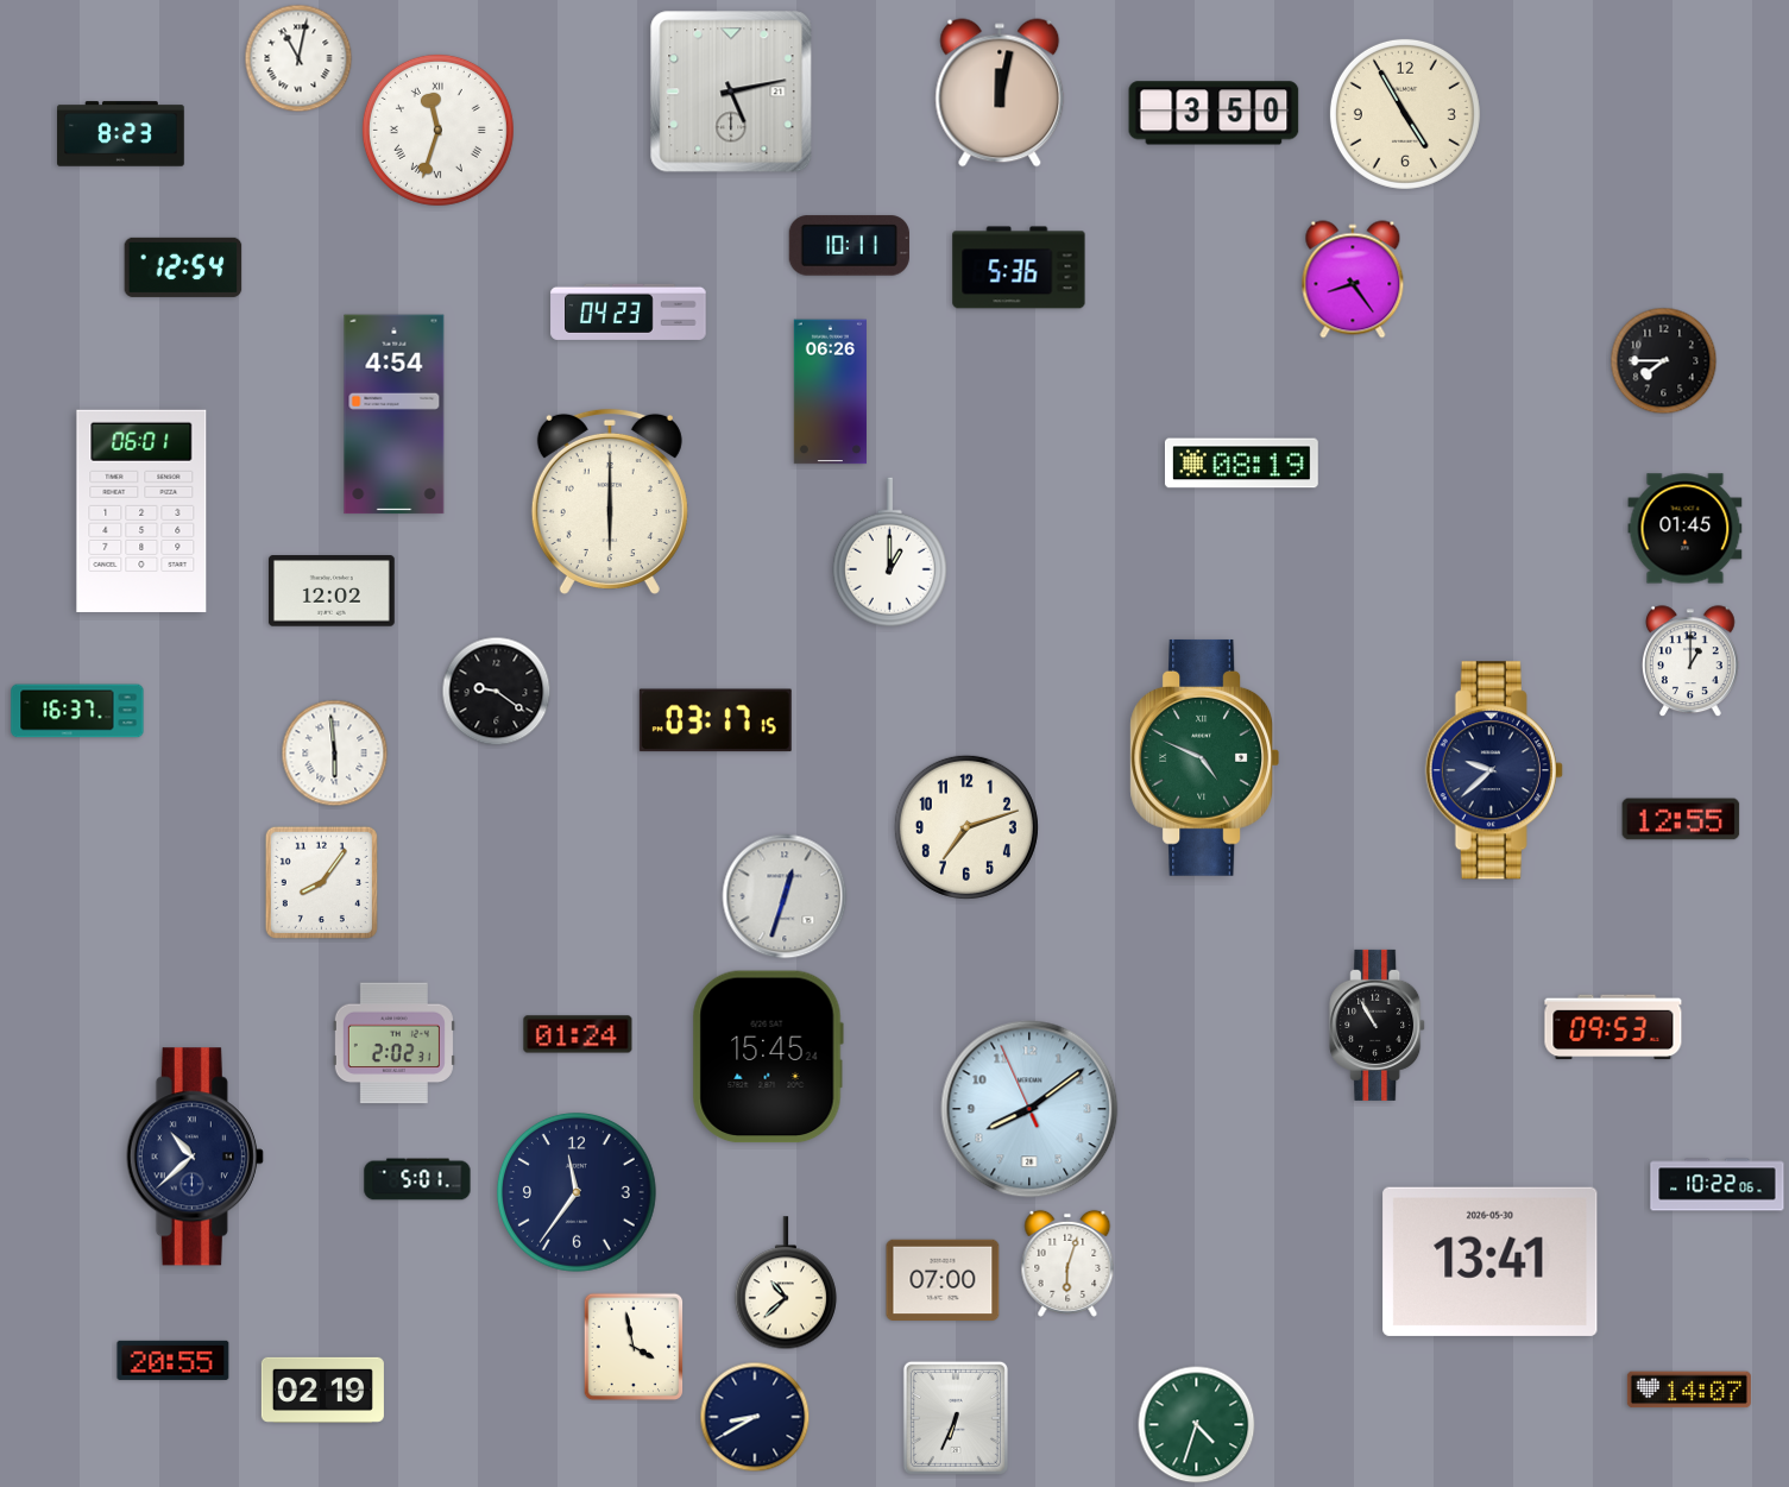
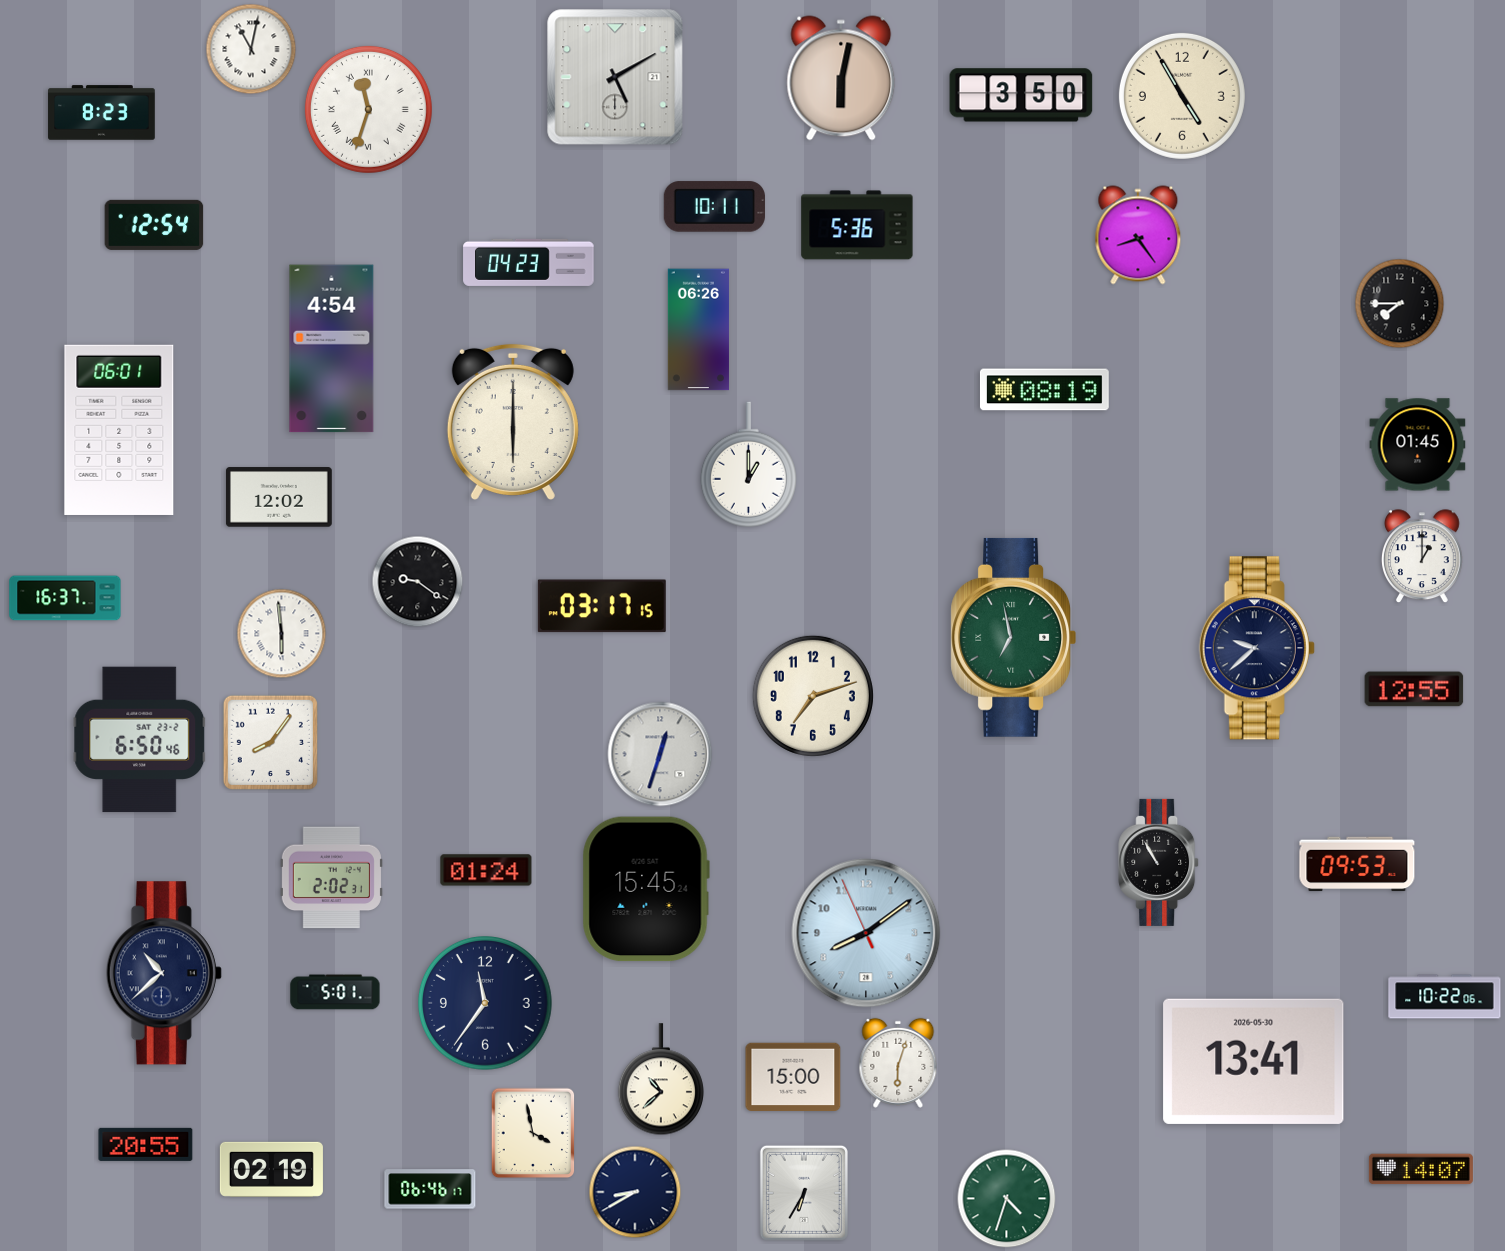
clock at (731, 92): 5:13 -> 5:10
clock at (1000, 93): 12:02 -> 6:02
clock at (1204, 757): 4:49 -> 6:58
clock at (140, 740): none -> 6:50
clock at (417, 1179) position: (417, 1179) -> (335, 992)
clock at (943, 1279): 07:00 -> 15:00
clock at (430, 1189): none -> 06:46
clock at (956, 1418): 6:34 -> 6:35
